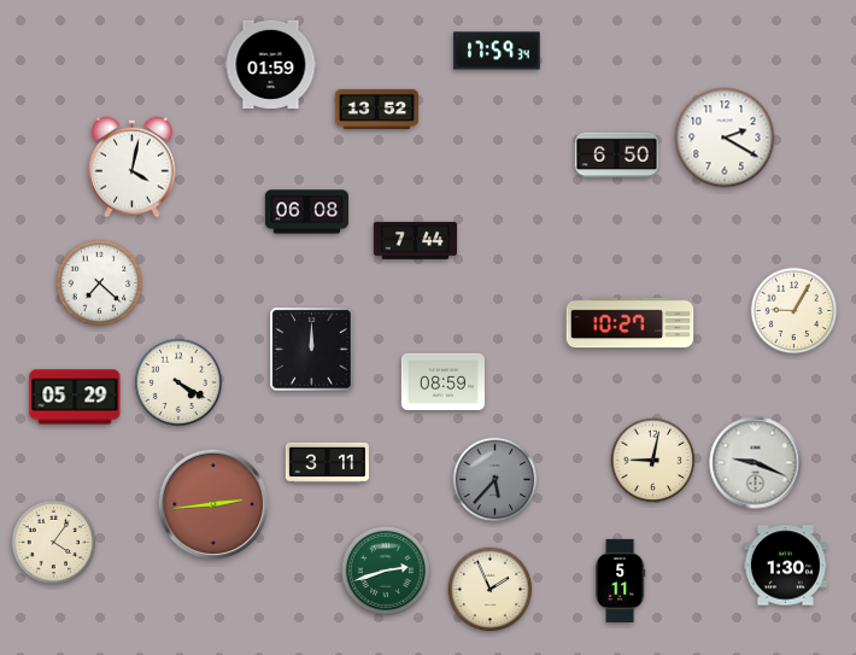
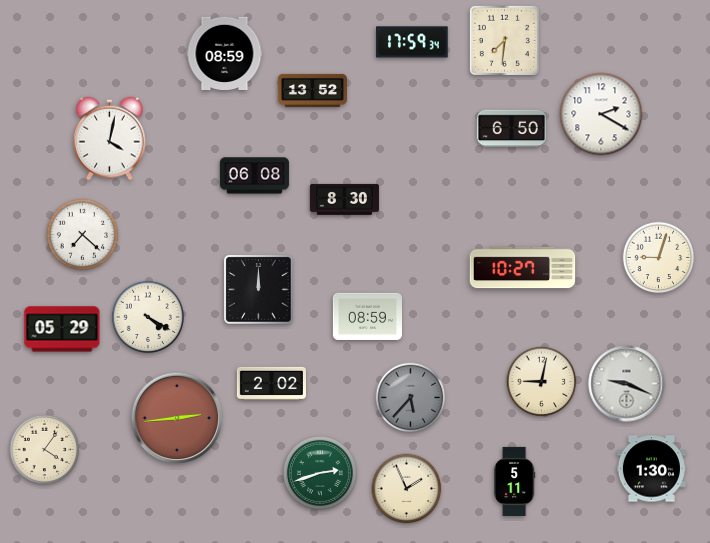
clock at (504, 40): none -> 7:31
clock at (271, 64): 01:59 -> 08:59
clock at (415, 240): 7:44 -> 8:30
clock at (795, 311): 9:05 -> 9:03
clock at (327, 462): 3:11 -> 2:02
